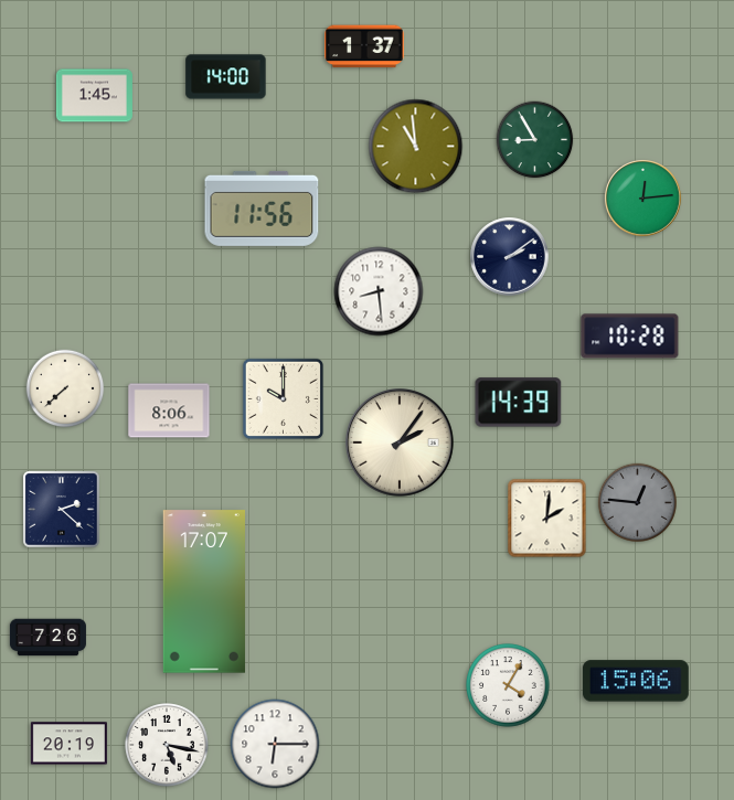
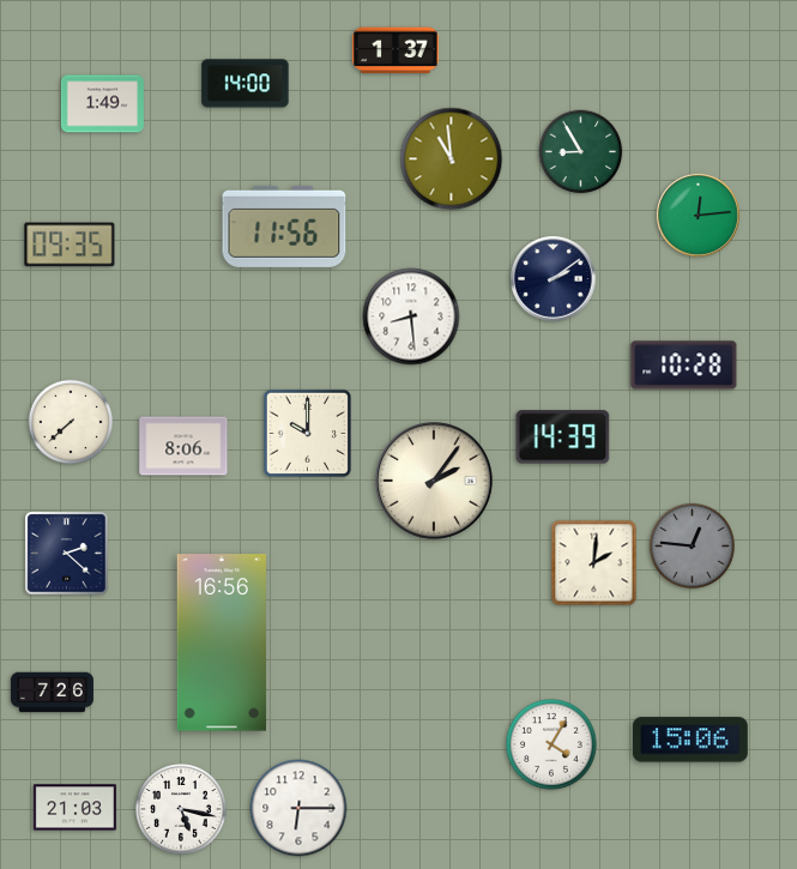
clock at (94, 96): 1:45 -> 1:49
clock at (70, 245): none -> 09:35
clock at (204, 591): 17:07 -> 16:56
clock at (68, 744): 20:19 -> 21:03
